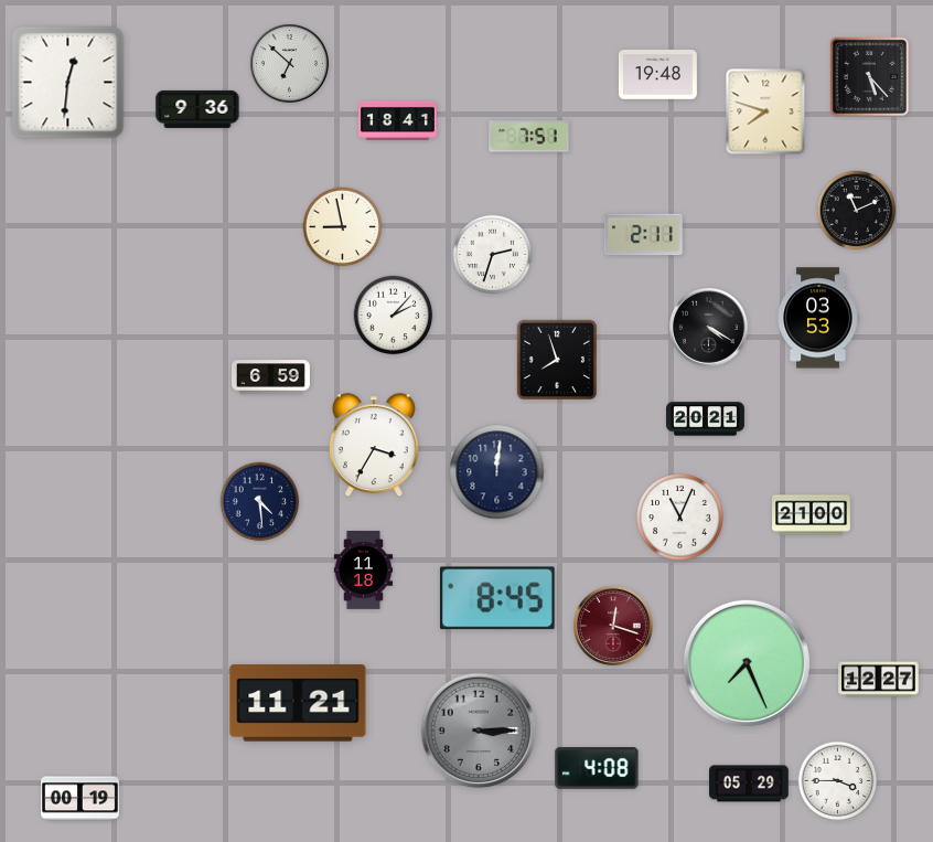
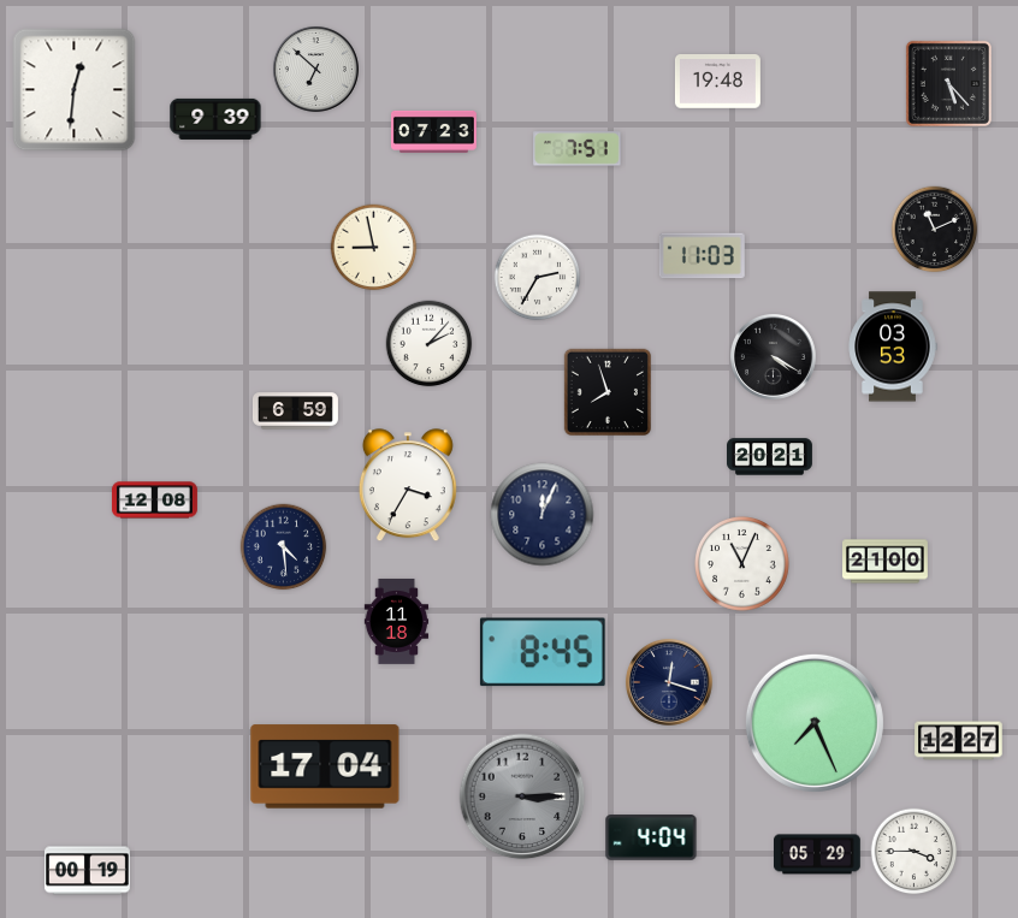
clock at (197, 109): 9:36 -> 9:39
clock at (765, 111): 7:48 -> none
clock at (397, 120): 18:41 -> 07:23
clock at (643, 235): 2:11 -> 11:03
clock at (493, 255): 2:33 -> 2:35
clock at (155, 501): none -> 12:08
clock at (497, 472): 12:01 -> 12:04
clock at (613, 626) dial: burgundy -> navy
clock at (298, 703): 11:21 -> 17:04
clock at (597, 768): 4:08 -> 4:04
